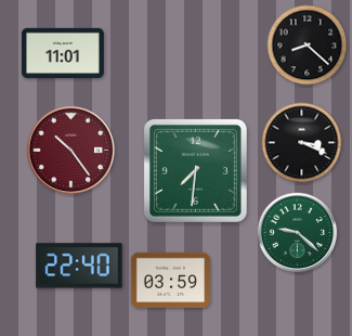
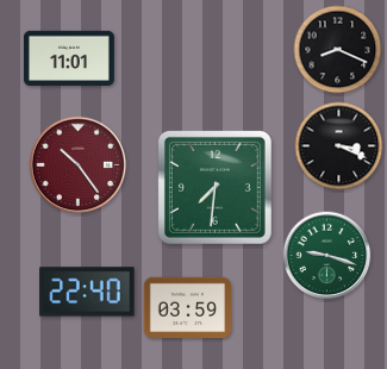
clock at (308, 46): 8:22 -> 8:19
clock at (302, 143) position: (302, 143) -> (339, 146)
clock at (298, 233): 9:22 -> 9:18
